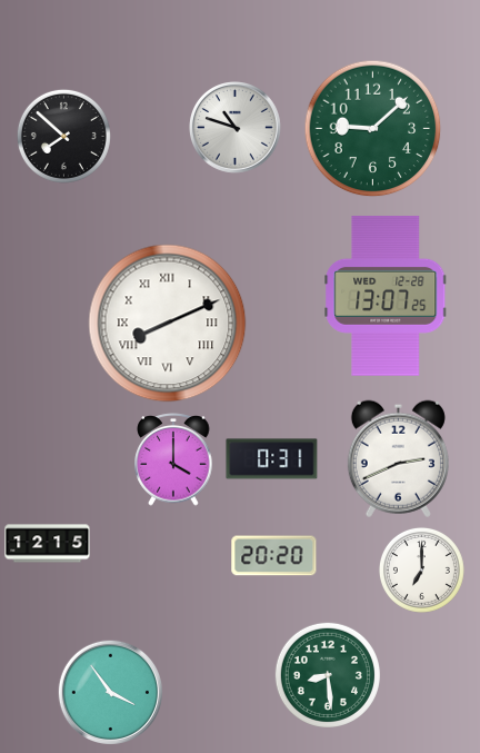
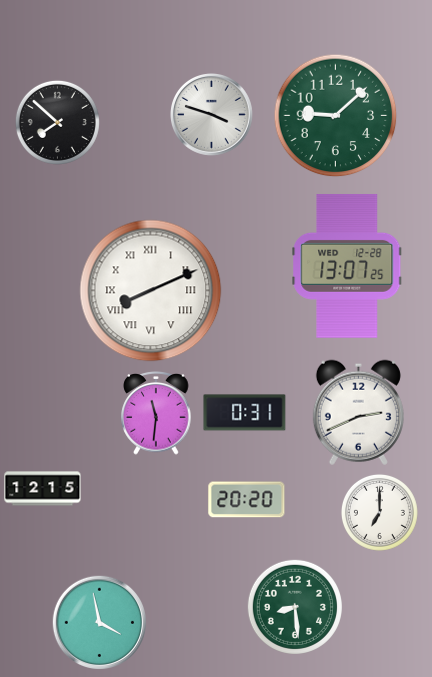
clock at (236, 128): 10:48 -> 3:48
clock at (173, 459): 4:00 -> 11:31
clock at (110, 692): 3:54 -> 3:58
